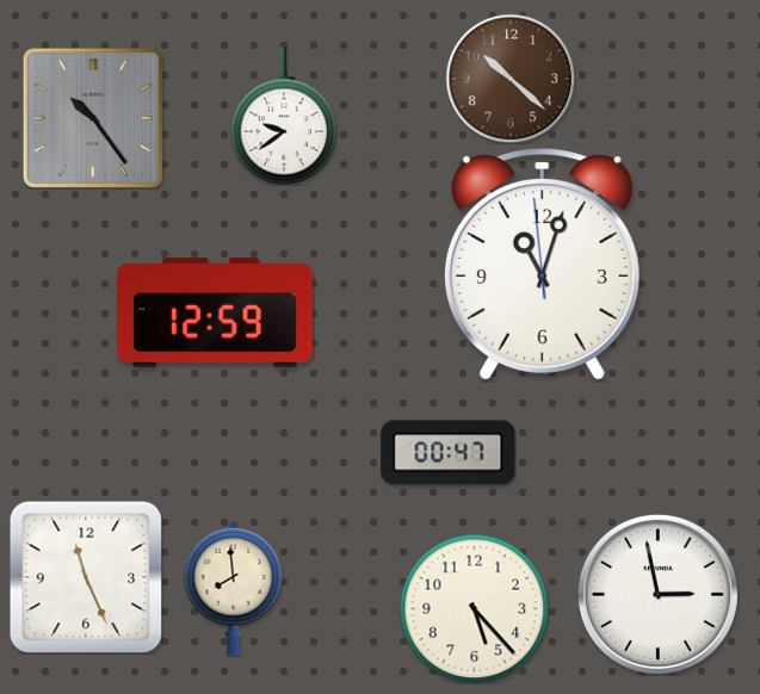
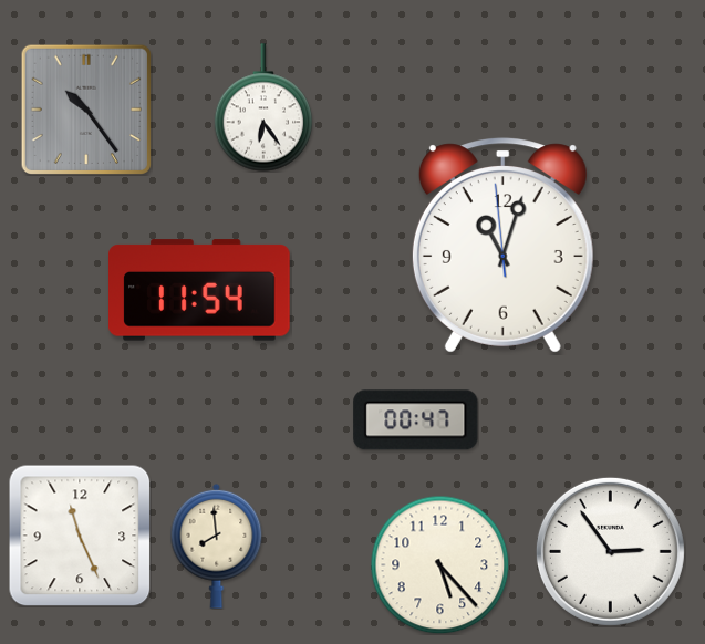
clock at (511, 79): 10:22 -> none
clock at (284, 116): 9:39 -> 6:24
clock at (215, 312): 12:59 -> 11:54
clock at (657, 594): 2:58 -> 2:54
